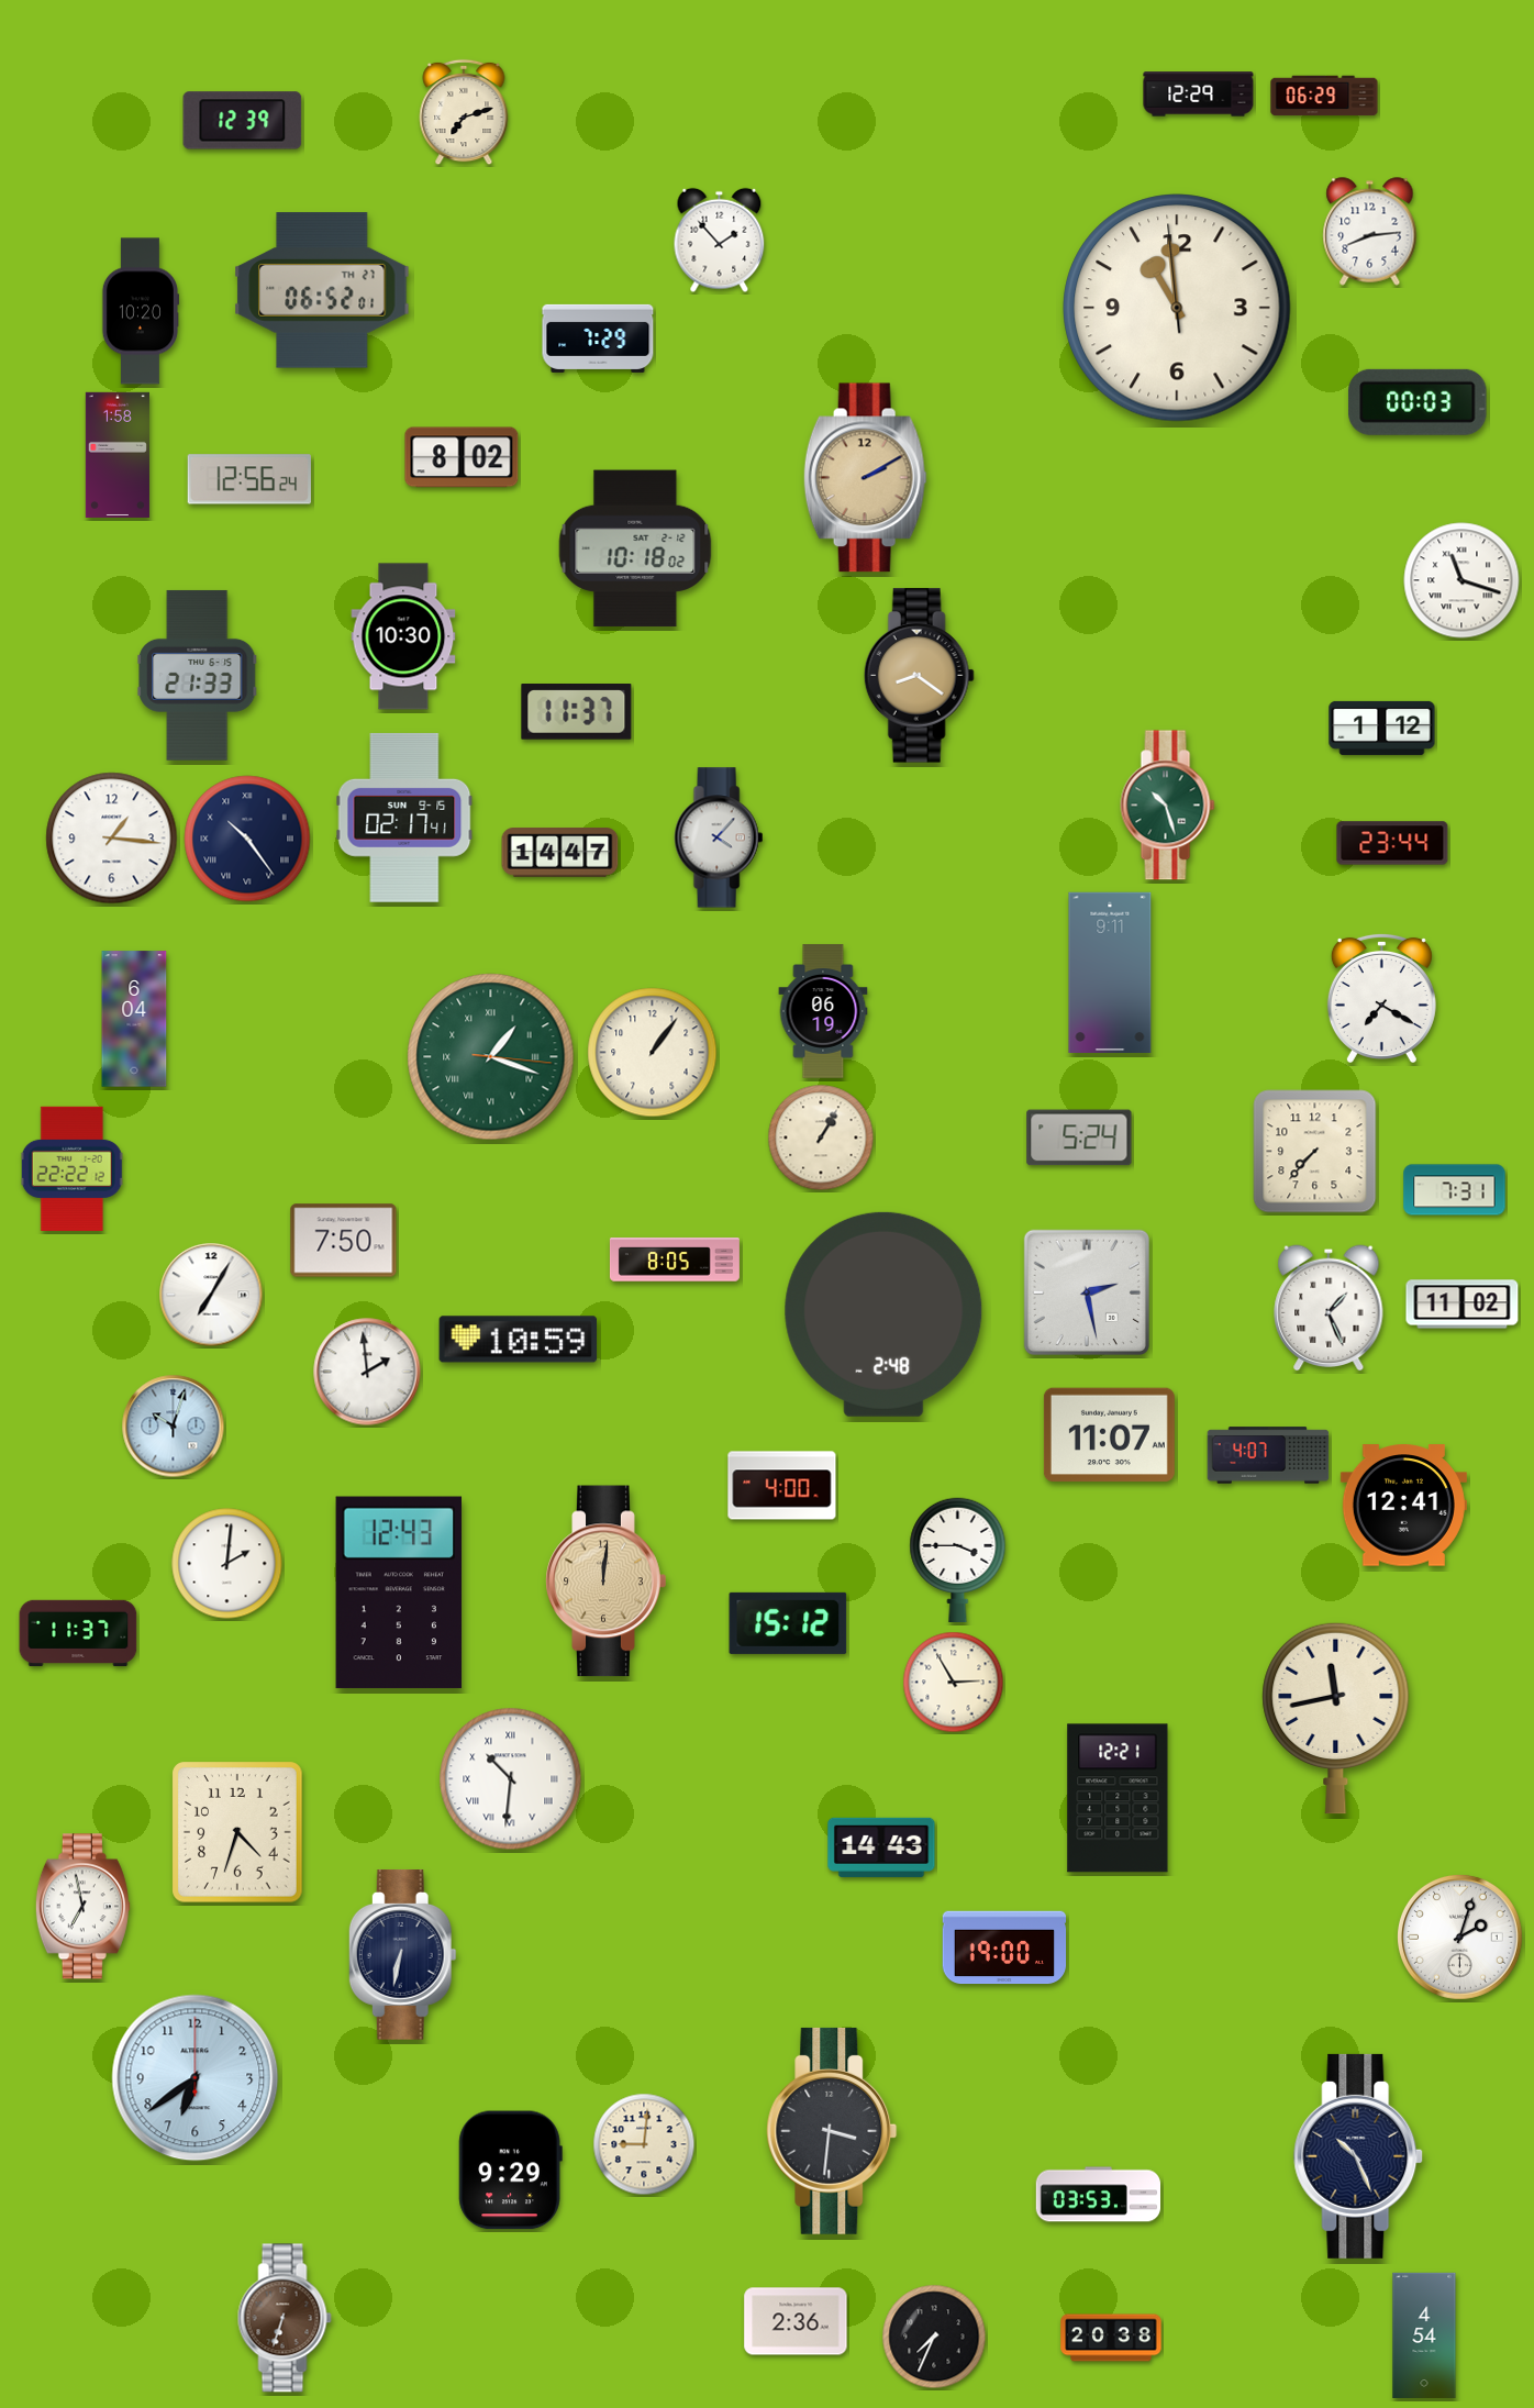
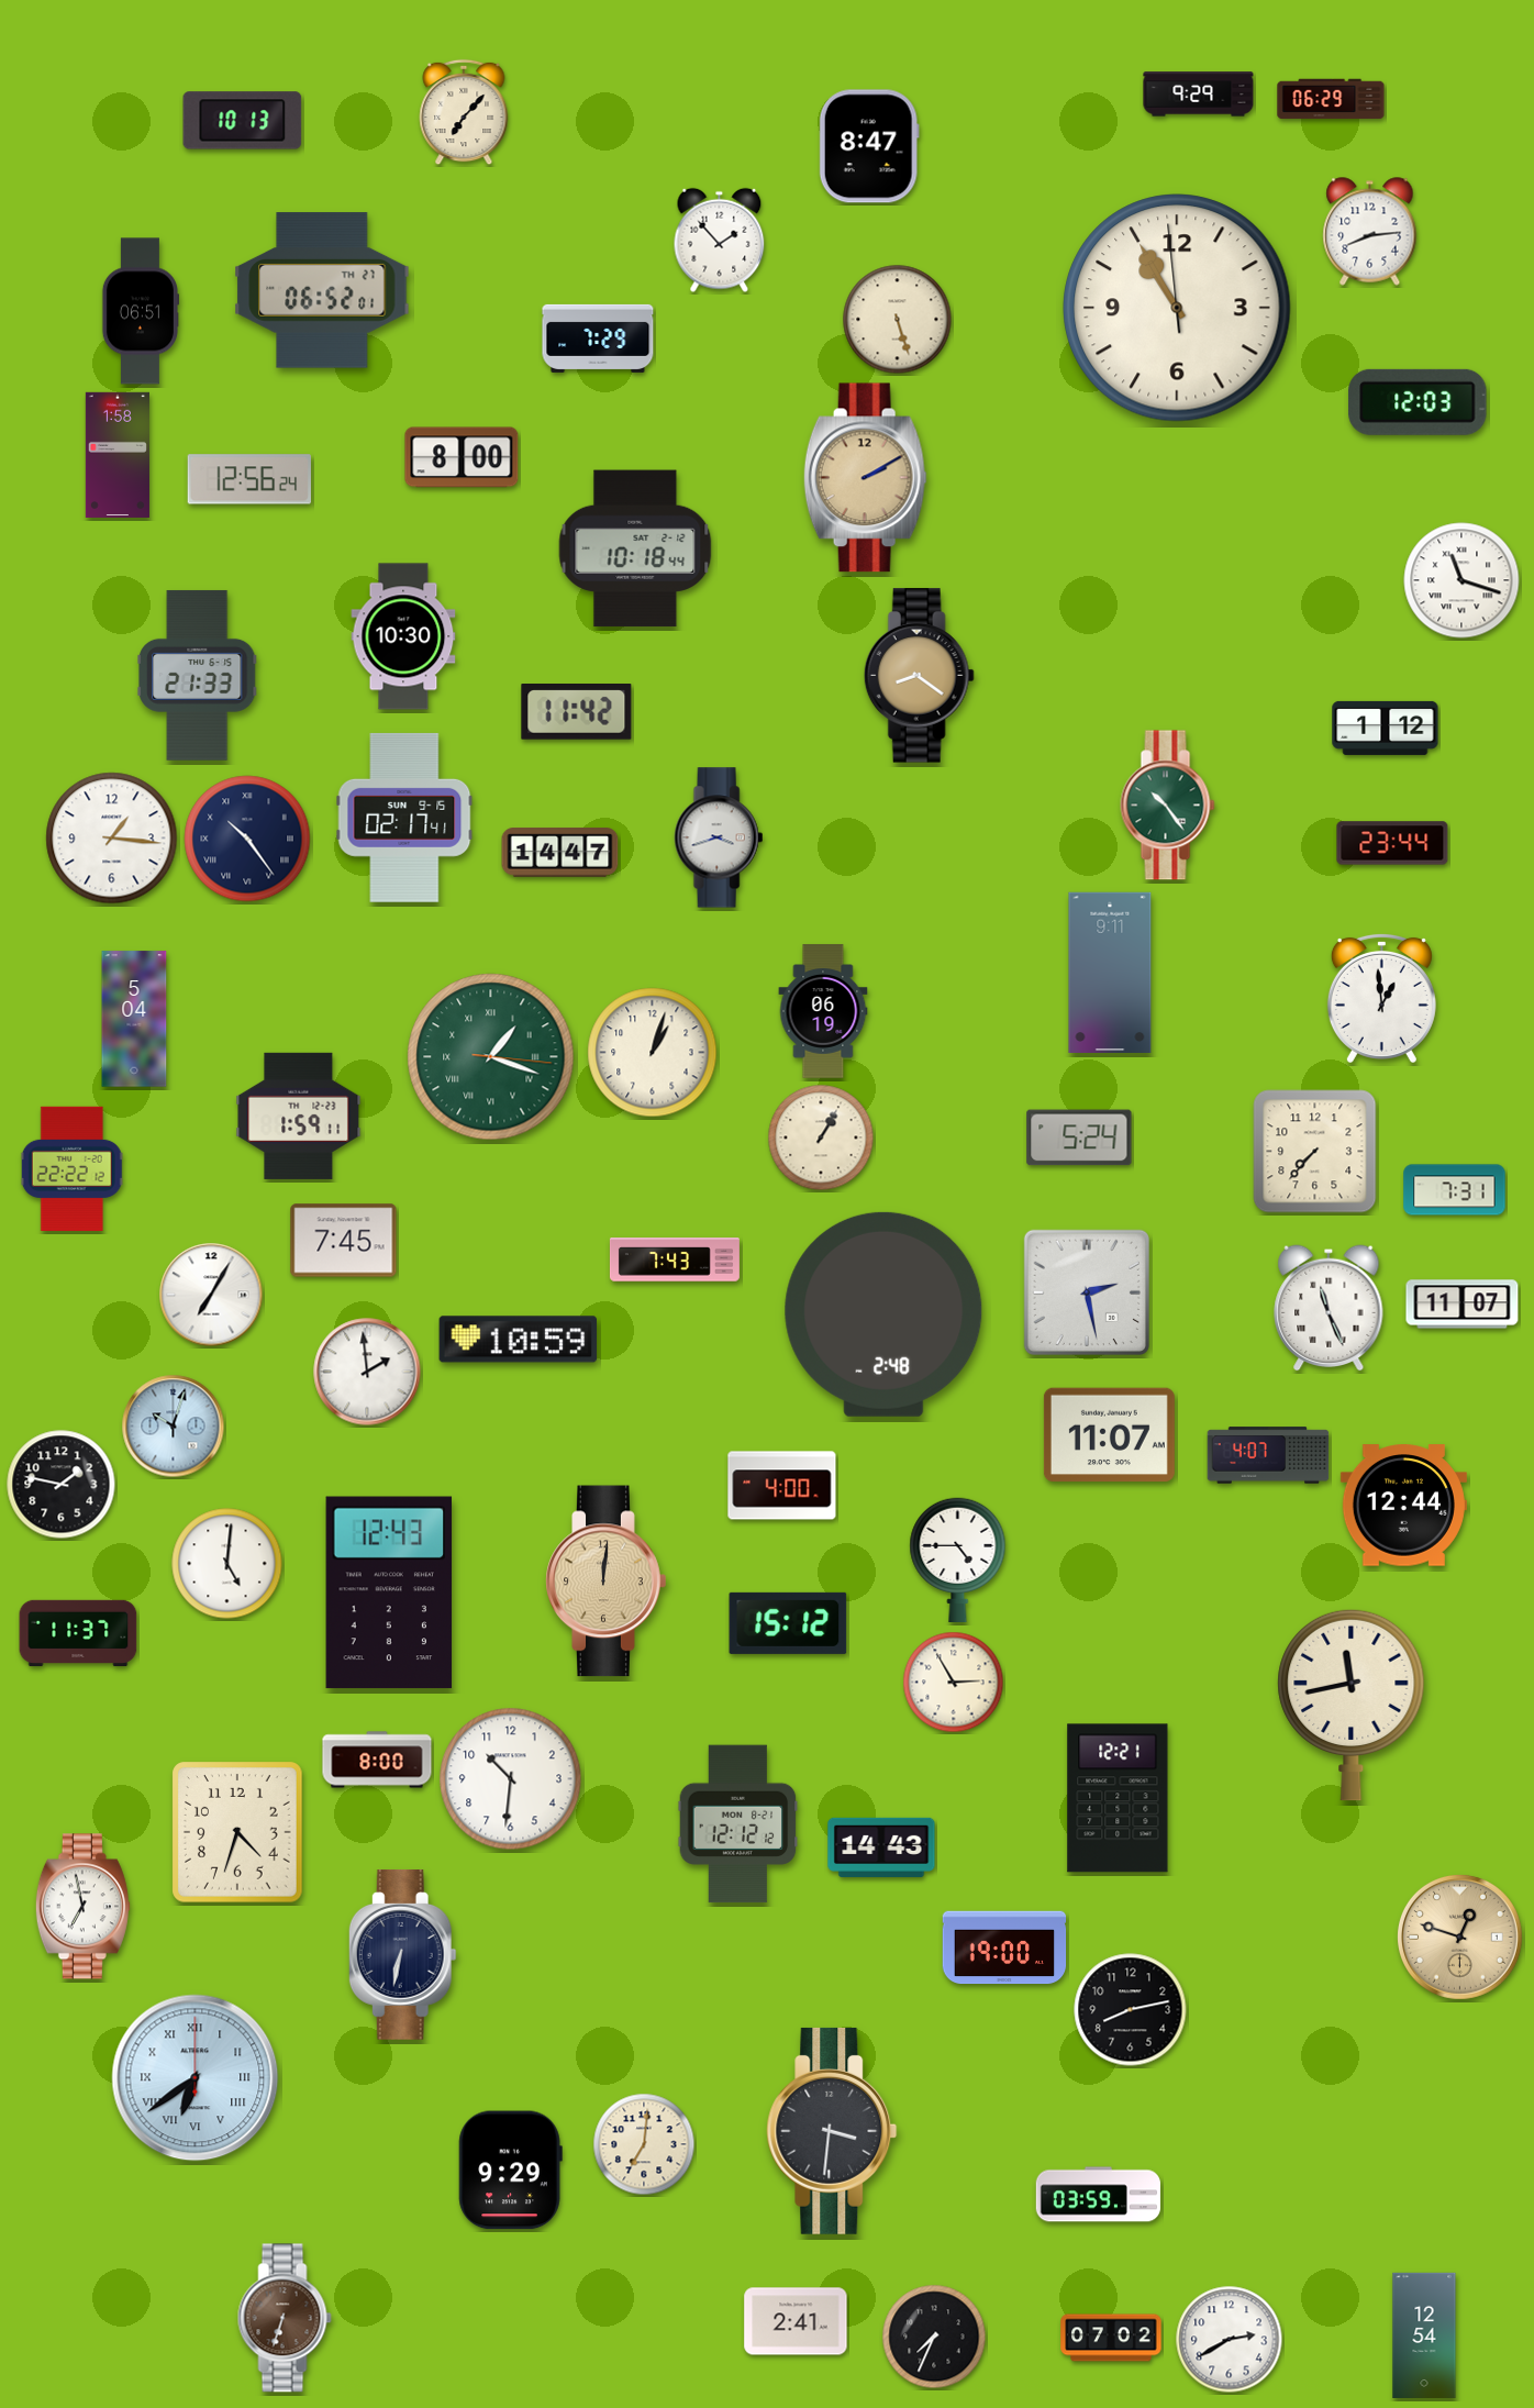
clock at (1199, 95): 12:29 -> 9:29
clock at (1324, 96) position: (1324, 96) -> (1331, 99)
clock at (464, 112): 7:12 -> 7:07
clock at (243, 121): 12:39 -> 10:13
clock at (869, 146): none -> 8:47
clock at (1177, 308): 10:58 -> 10:54
clock at (140, 311): 10:20 -> 06:51
clock at (898, 320): none -> 5:27
clock at (1418, 402): 00:03 -> 12:03
clock at (462, 457): 8:02 -> 8:00
clock at (635, 548): 10:18:02 -> 10:18:44
clock at (577, 712): 11:37 -> 11:42
clock at (1382, 728) position: (1382, 728) -> (1386, 728)
clock at (1168, 806): 10:27 -> 10:24
clock at (719, 837): 4:07 -> 3:42
clock at (1381, 998): 7:20 -> 12:59
clock at (134, 1019): 6:04 -> 5:04
clock at (653, 1053): 1:06 -> 1:03
clock at (299, 1116): none -> 1:59
clock at (344, 1241): 7:50 -> 7:45
clock at (675, 1260): 8:05 -> 7:43
clock at (1463, 1305): 11:02 -> 11:07
clock at (1329, 1308): 1:26 -> 11:26
clock at (62, 1485): none -> 1:47
clock at (1403, 1506): 12:41 -> 12:44
clock at (958, 1560): 3:45 -> 4:45
clock at (227, 1564): 2:01 -> 5:01
clock at (399, 1593) position: (399, 1593) -> (389, 1593)
clock at (1336, 1718) position: (1336, 1718) -> (1352, 1705)
clock at (377, 1760): none -> 8:00
clock at (511, 1779) numerals: Roman -> Arabic
clock at (738, 1824): none -> 12:12
clock at (1459, 1937): 2:03 -> 12:48
clock at (1459, 1937) dial: white -> champagne
clock at (1131, 2010): none -> 8:13
clock at (196, 2078) numerals: Arabic -> Roman
clock at (644, 2144): 9:01 -> 7:01
clock at (1359, 2156): 10:26 -> none
clock at (1098, 2195): 03:53 -> 03:59
clock at (796, 2321): 2:36 -> 2:41
clock at (1424, 2334): 4:54 -> 12:54
clock at (1111, 2338): 20:38 -> 07:02
clock at (1230, 2340): none -> 2:40
